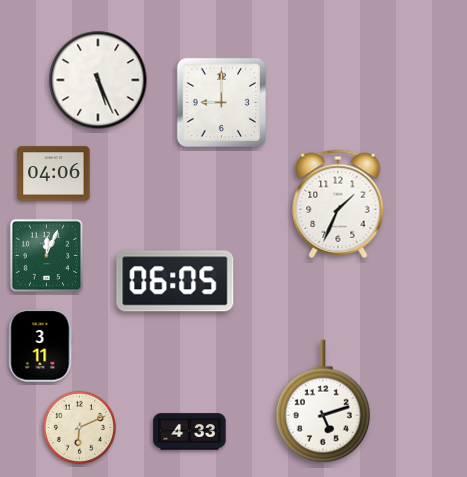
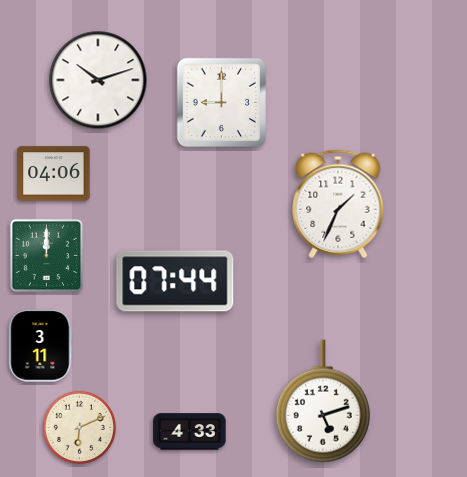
clock at (98, 80): 5:26 -> 10:12
clock at (47, 256): 12:04 -> 12:00
clock at (175, 281): 06:05 -> 07:44
